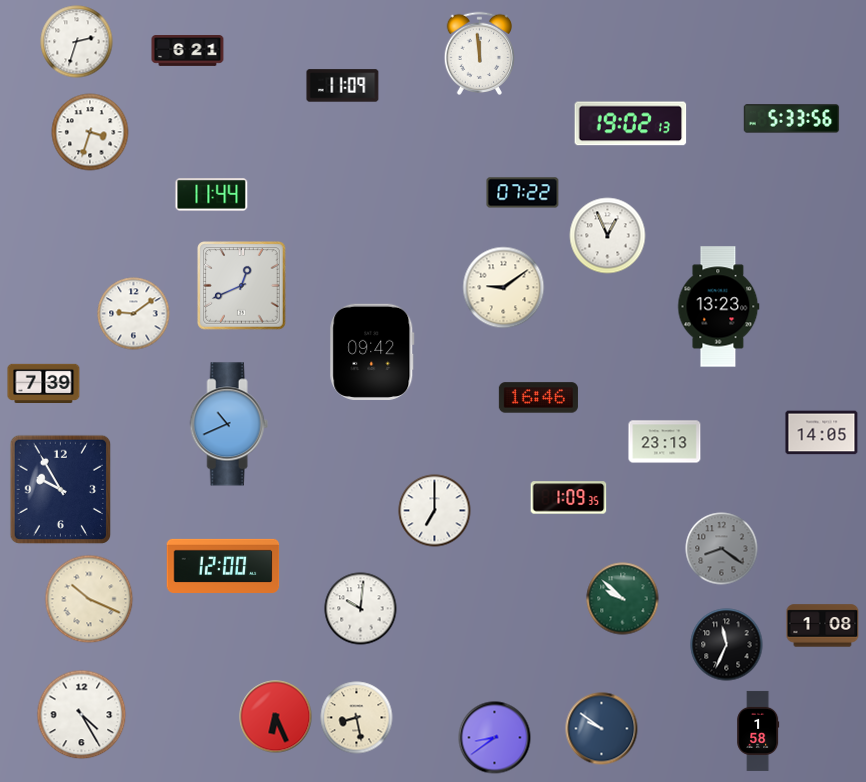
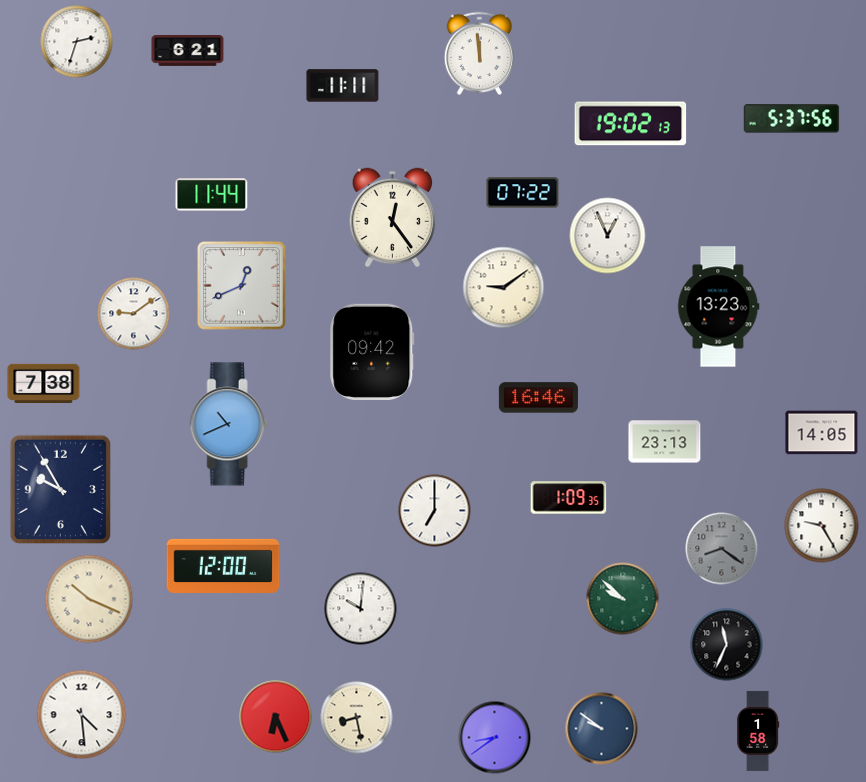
clock at (343, 86): 11:09 -> 11:11
clock at (792, 119): 5:33 -> 5:37
clock at (90, 132): 3:33 -> none
clock at (393, 218): none -> 12:24
clock at (44, 383): 7:39 -> 7:38
clock at (822, 526): none -> 9:25
clock at (823, 626): 1:08 -> none
clock at (82, 715): 4:25 -> 4:29
